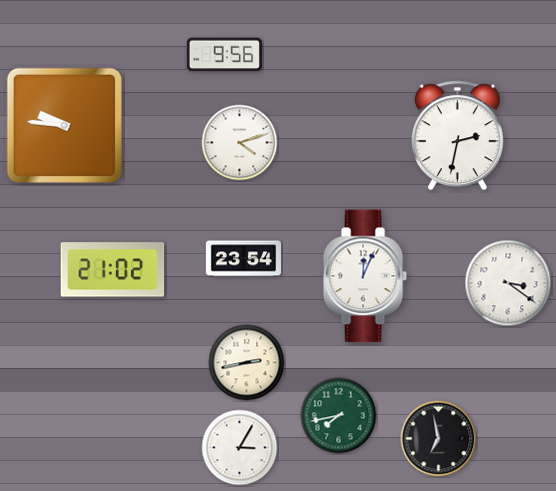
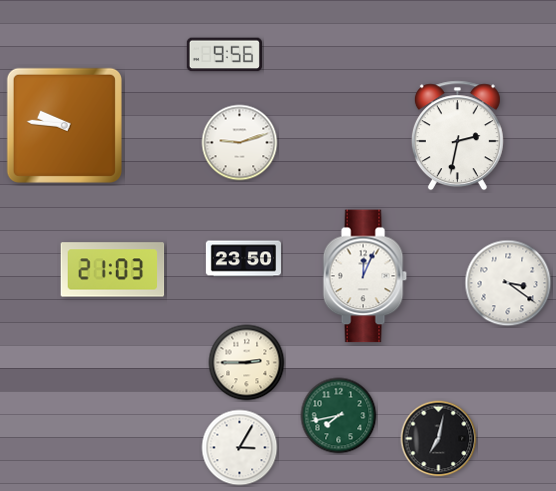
clock at (240, 143): 4:12 -> 9:12
clock at (244, 259): 23:54 -> 23:50
clock at (113, 270): 21:02 -> 21:03
clock at (247, 363): 2:43 -> 2:45
clock at (439, 439): 6:58 -> 7:02
